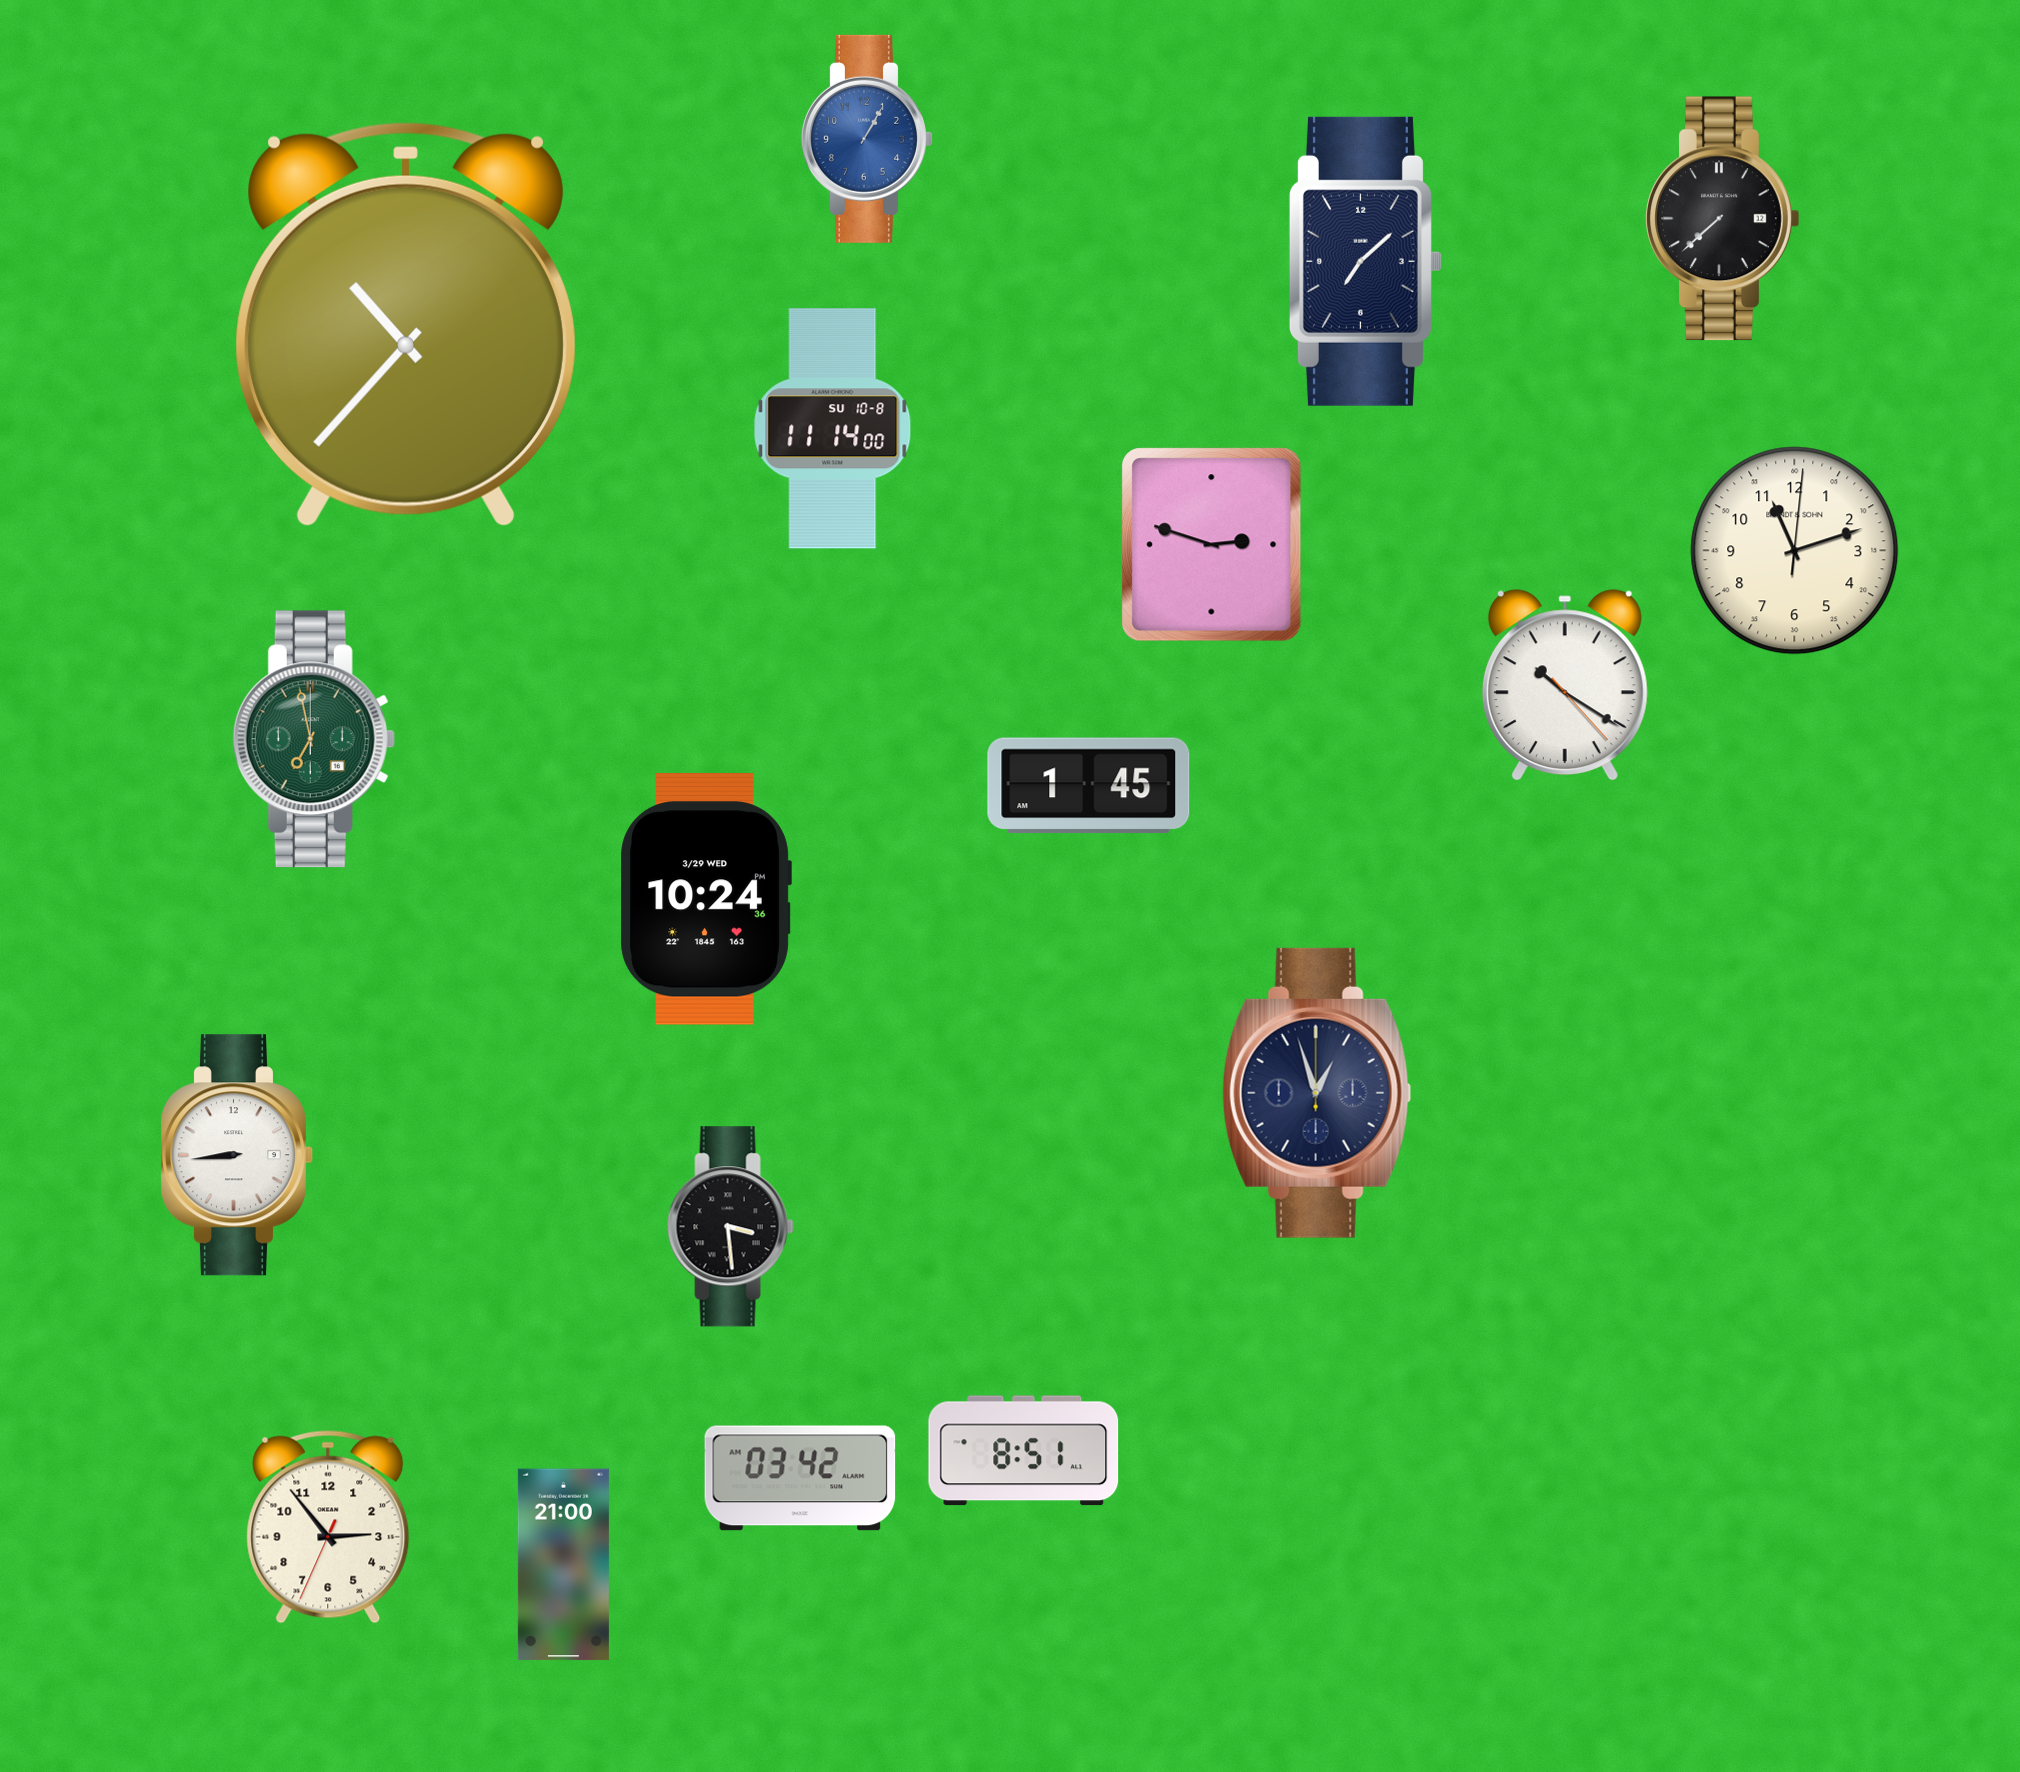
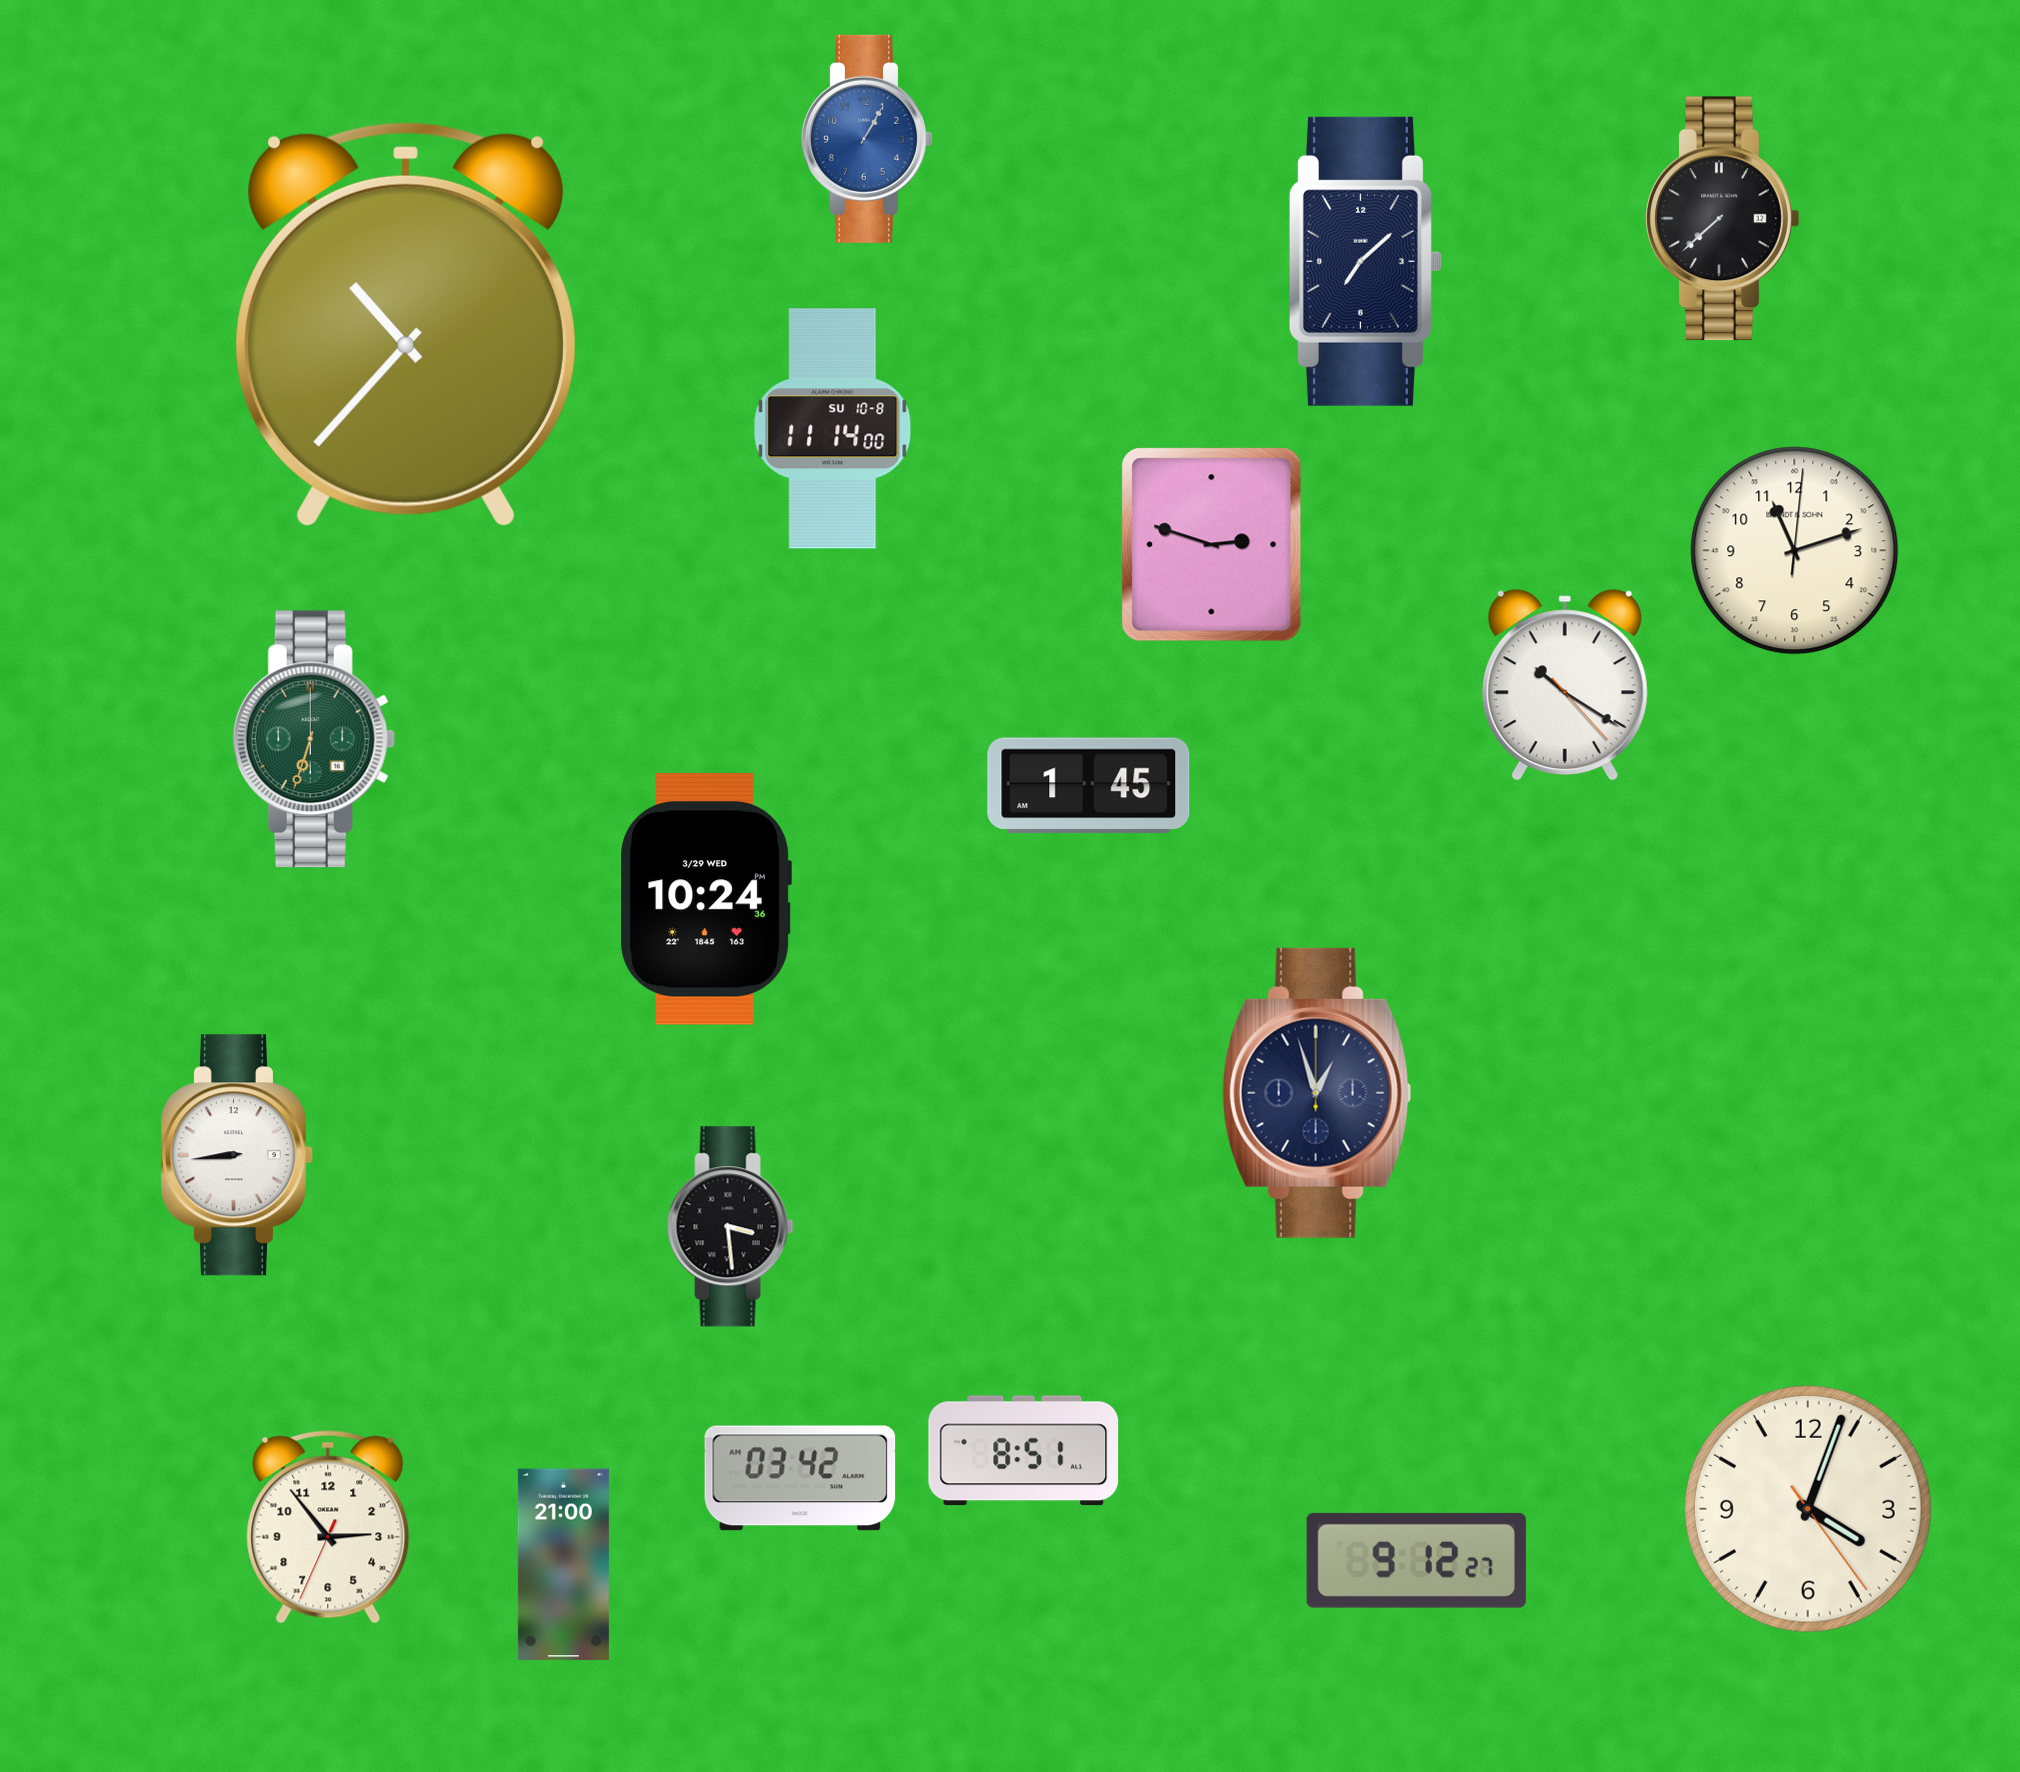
clock at (314, 739): 6:58 -> 6:33
clock at (1808, 1509): none -> 4:03
clock at (1416, 1560): none -> 9:12
